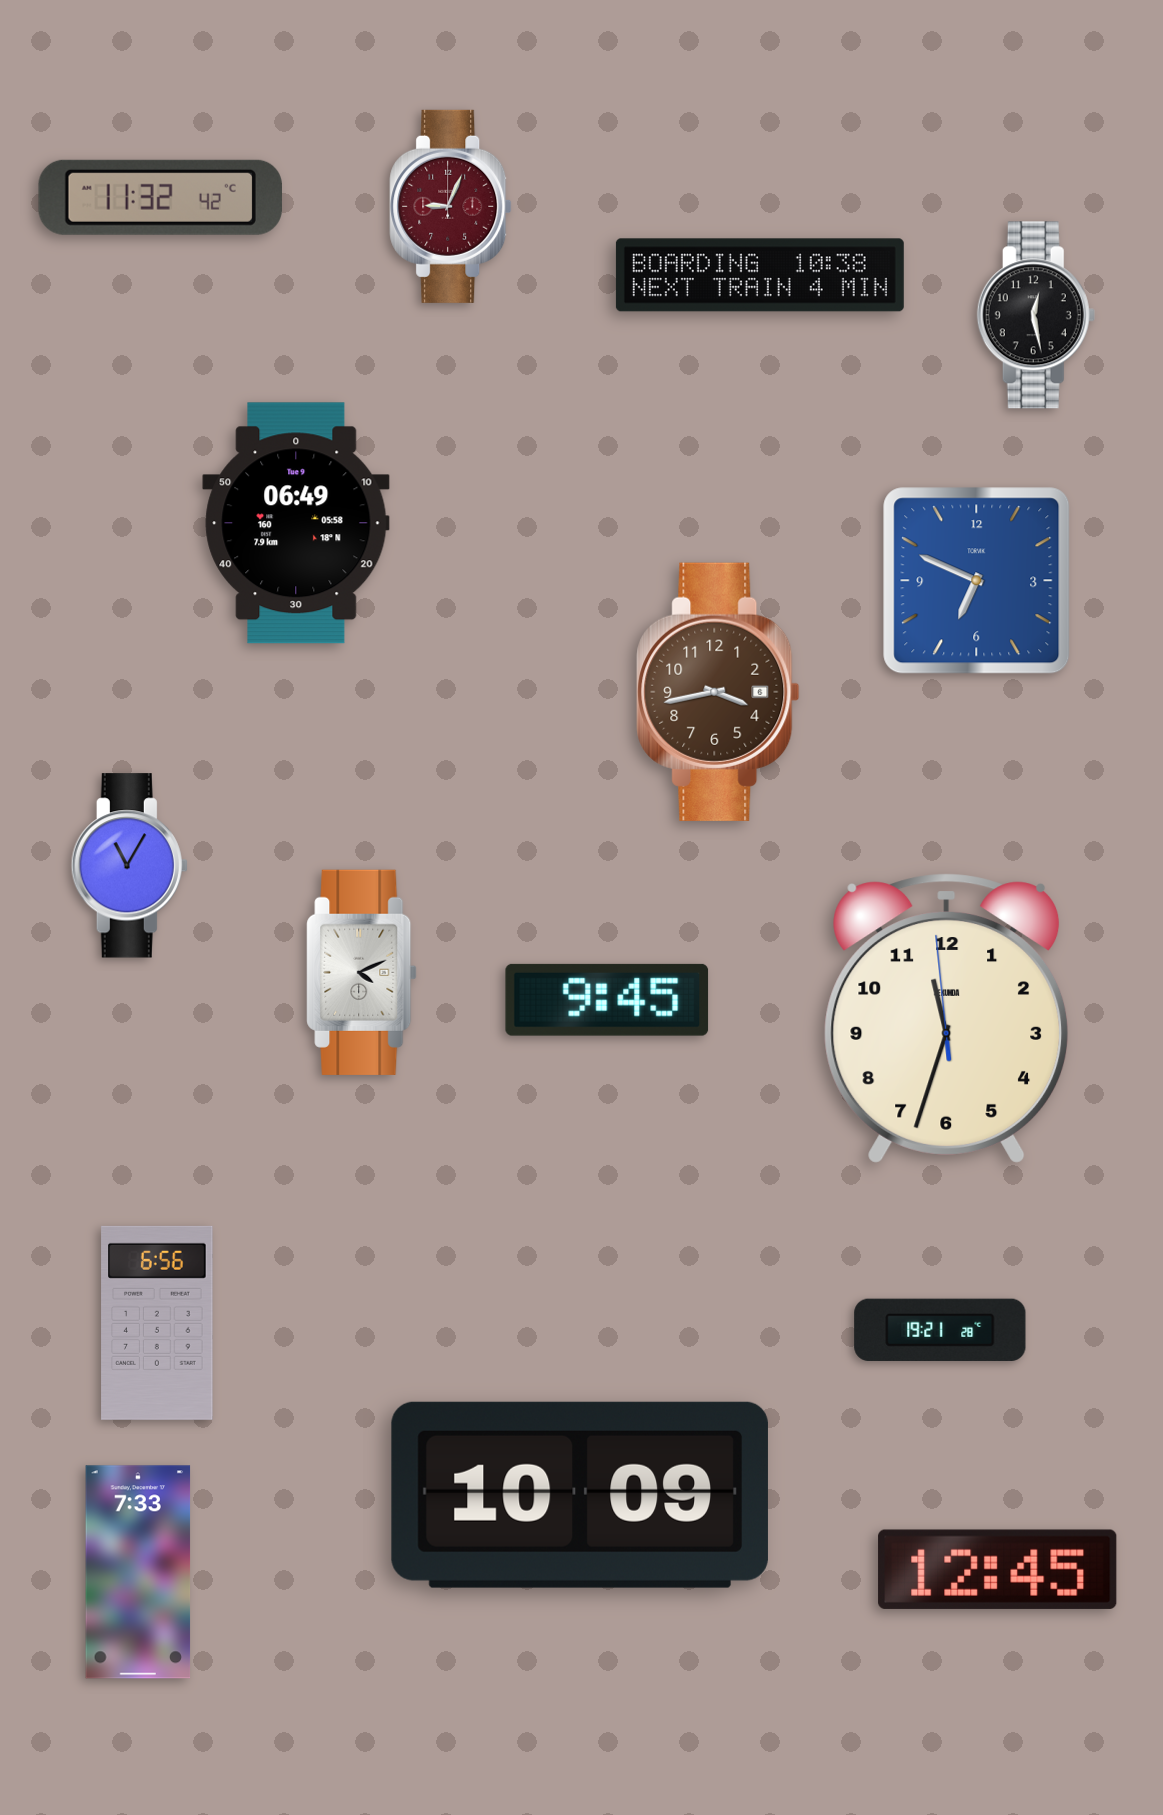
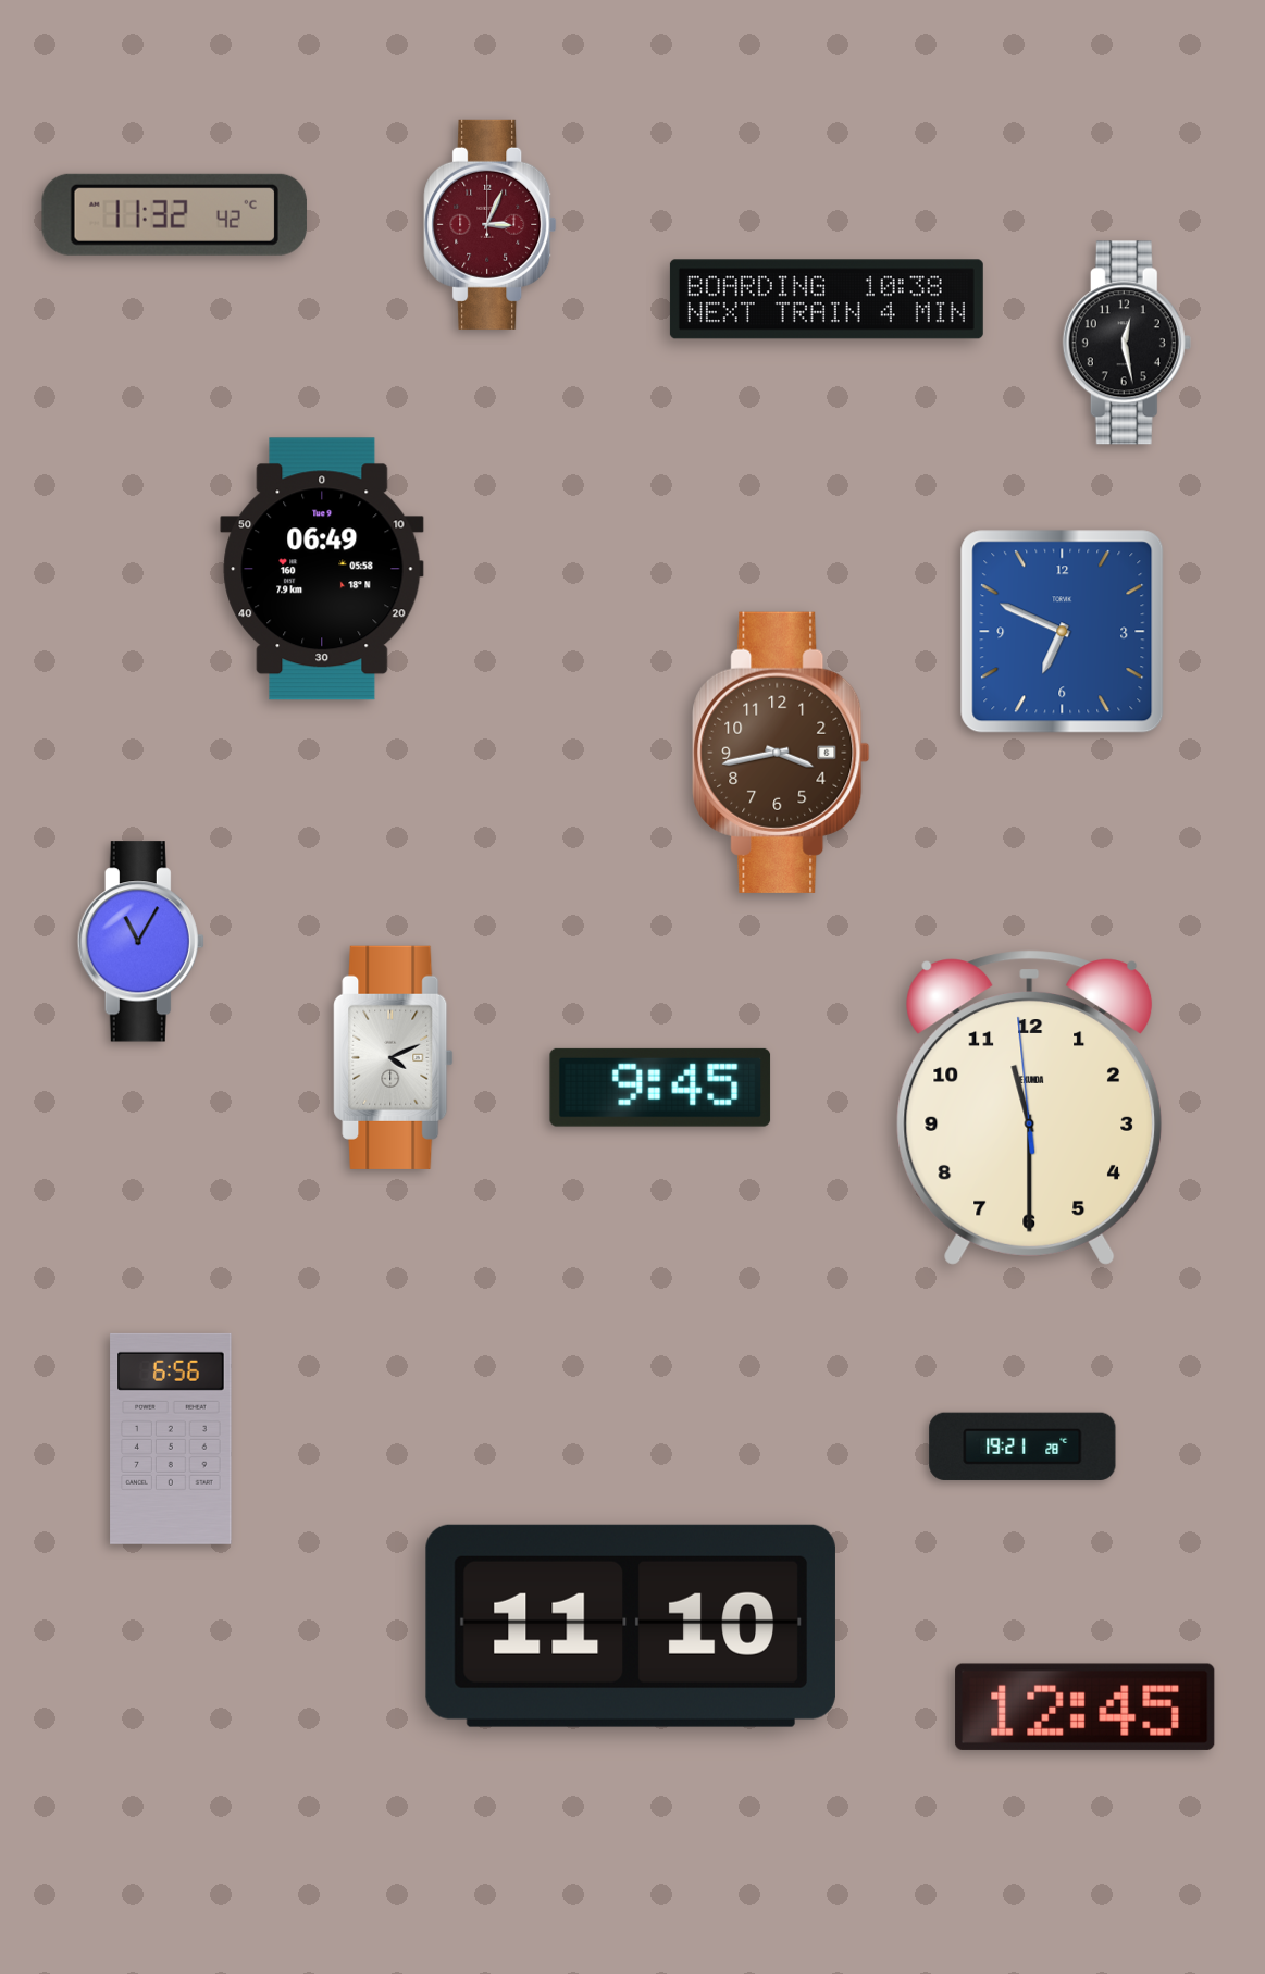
clock at (451, 206): 9:04 -> 3:04
clock at (947, 1018): 11:32 -> 11:29
clock at (580, 1495): 10:09 -> 11:10
clock at (138, 1572): 7:33 -> none
